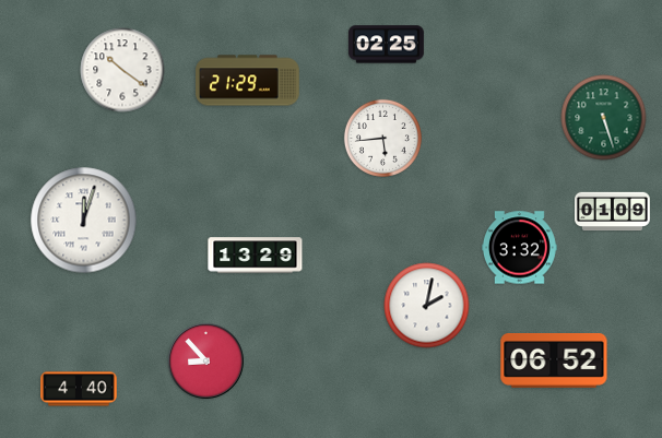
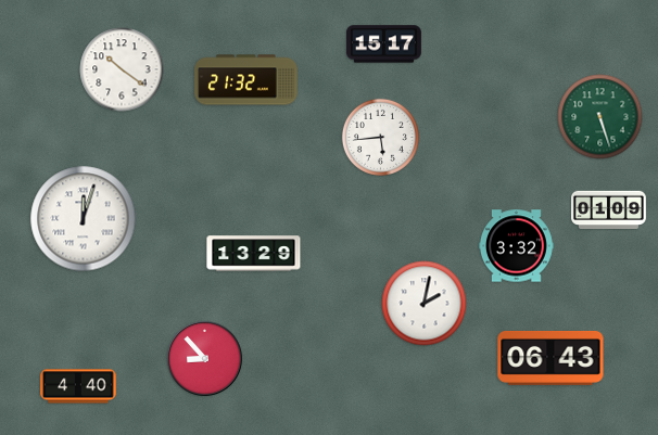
clock at (386, 45): 02:25 -> 15:17
clock at (248, 81): 21:29 -> 21:32
clock at (554, 362): 06:52 -> 06:43
